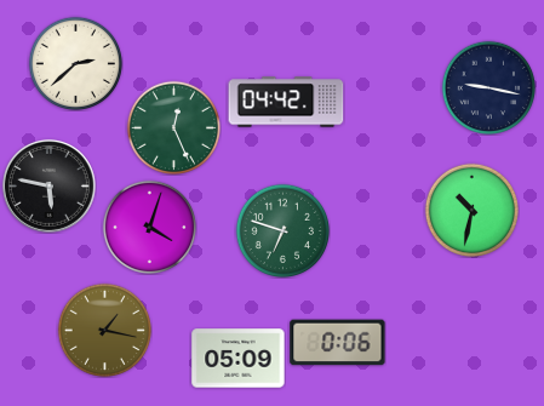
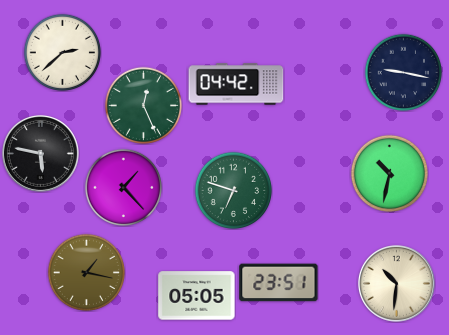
clock at (149, 227): 4:03 -> 1:23
clock at (338, 343): 0:06 -> 23:51
clock at (396, 283): none -> 10:31
clock at (239, 359): 05:09 -> 05:05
